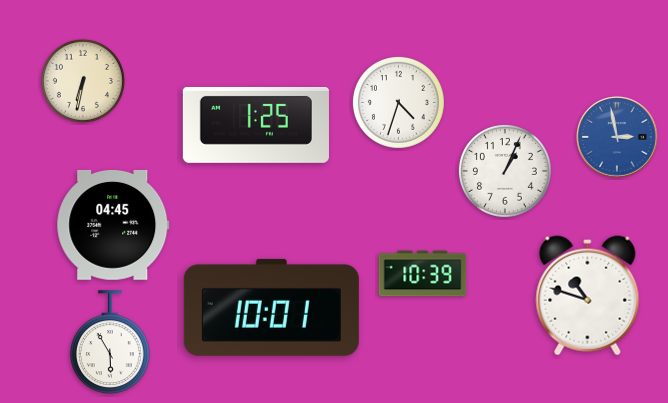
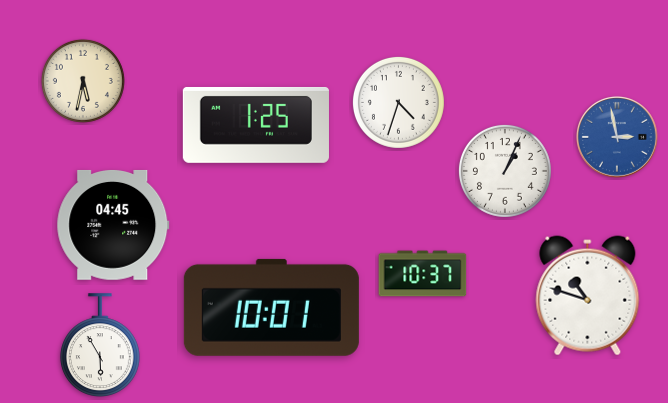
clock at (83, 81): 6:32 -> 5:32
clock at (423, 274): 10:39 -> 10:37
clock at (110, 342) position: (110, 342) -> (100, 345)
